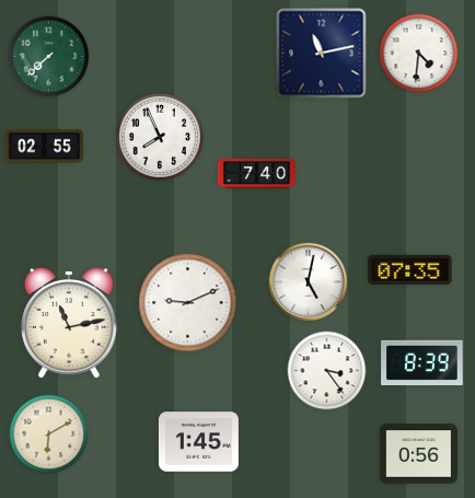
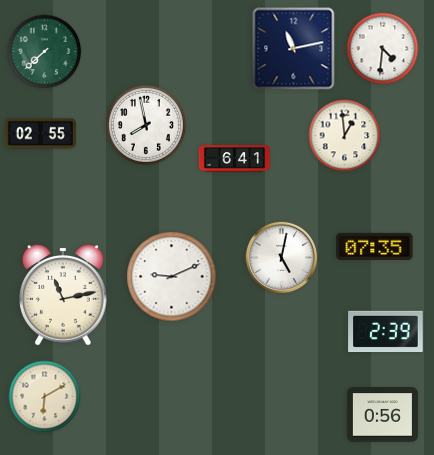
clock at (160, 137): 7:56 -> 7:58
clock at (345, 136): none -> 12:59
clock at (256, 174): 7:40 -> 6:41
clock at (422, 362): 8:39 -> 2:39
clock at (327, 371): 3:24 -> none
clock at (198, 442): 1:45 -> none
